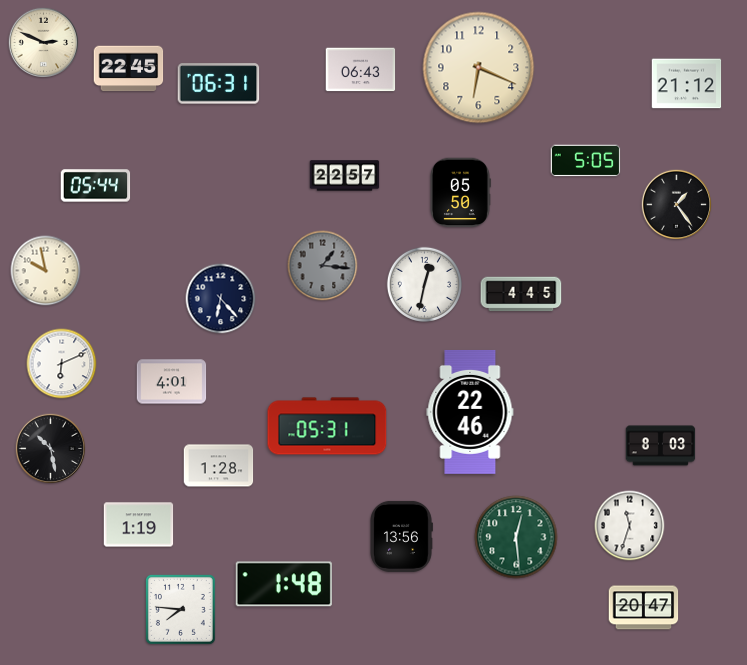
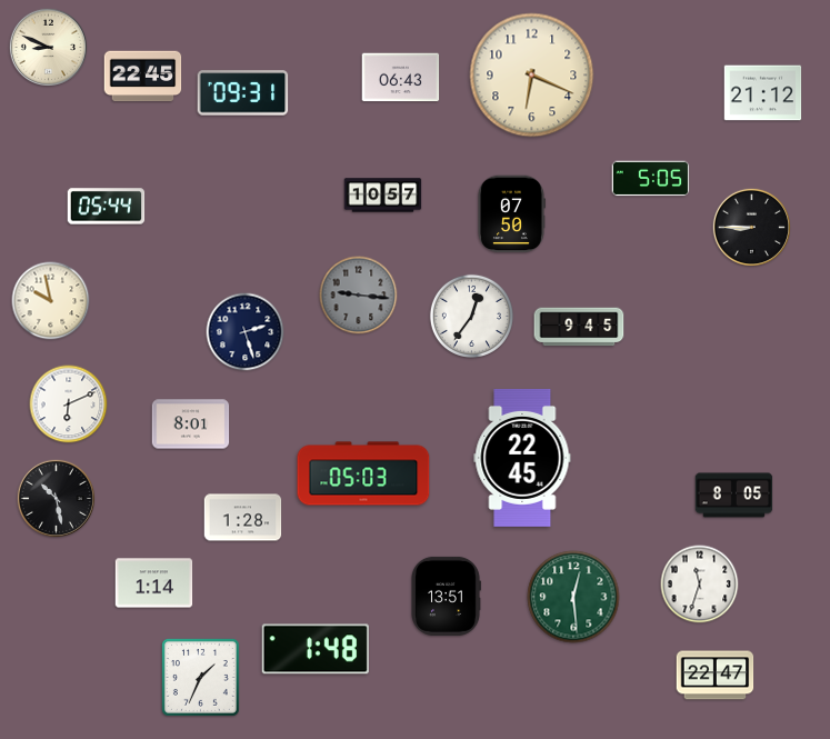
clock at (43, 42): 2:49 -> 8:49
clock at (219, 84): 06:31 -> 09:31
clock at (345, 176): 22:57 -> 10:57
clock at (461, 193): 05:50 -> 07:50
clock at (676, 204): 1:24 -> 8:45
clock at (323, 266): 1:16 -> 9:16
clock at (424, 284): 12:32 -> 12:36
clock at (521, 294): 4:45 -> 9:45
clock at (221, 299): 6:23 -> 2:27
clock at (172, 382): 4:01 -> 8:01
clock at (470, 412): 22:46 -> 22:45
clock at (327, 426): 05:31 -> 05:03
clock at (661, 446): 8:03 -> 8:05
clock at (139, 525): 1:19 -> 1:14
clock at (402, 536): 13:56 -> 13:51
clock at (644, 608): 20:47 -> 22:47
clock at (180, 609): 7:46 -> 1:34
